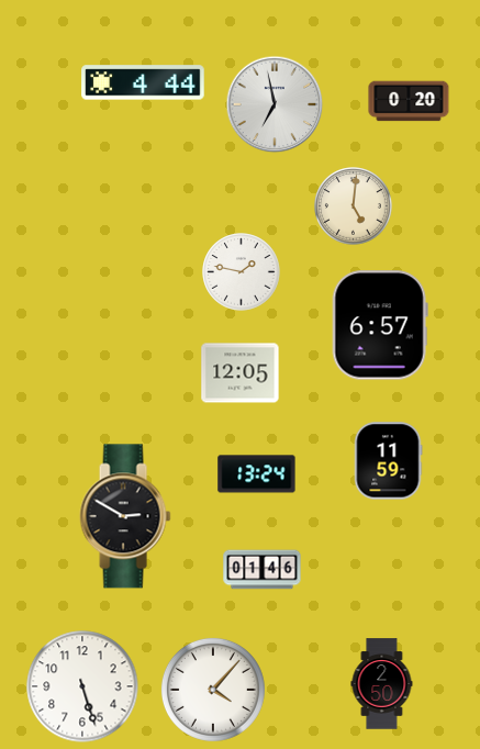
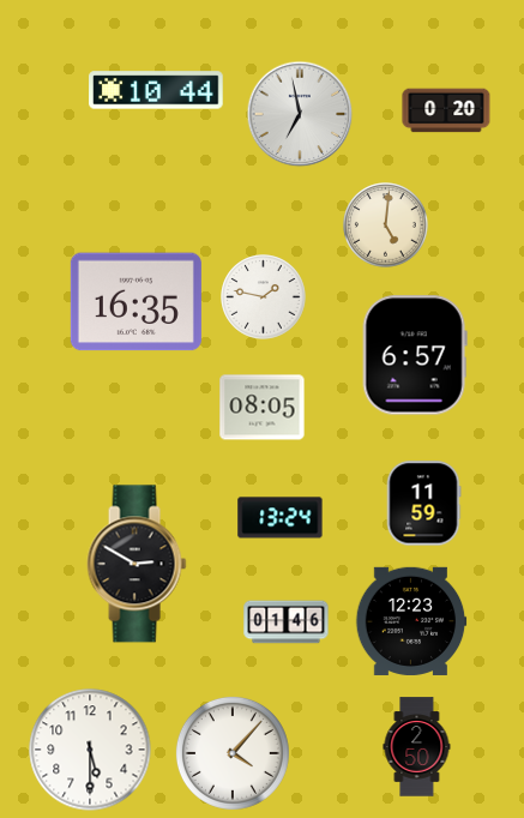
clock at (143, 82): 4:44 -> 10:44
clock at (135, 302): none -> 16:35
clock at (241, 373): 12:05 -> 08:05
clock at (411, 621): none -> 12:23
clock at (82, 686): 5:27 -> 5:30
